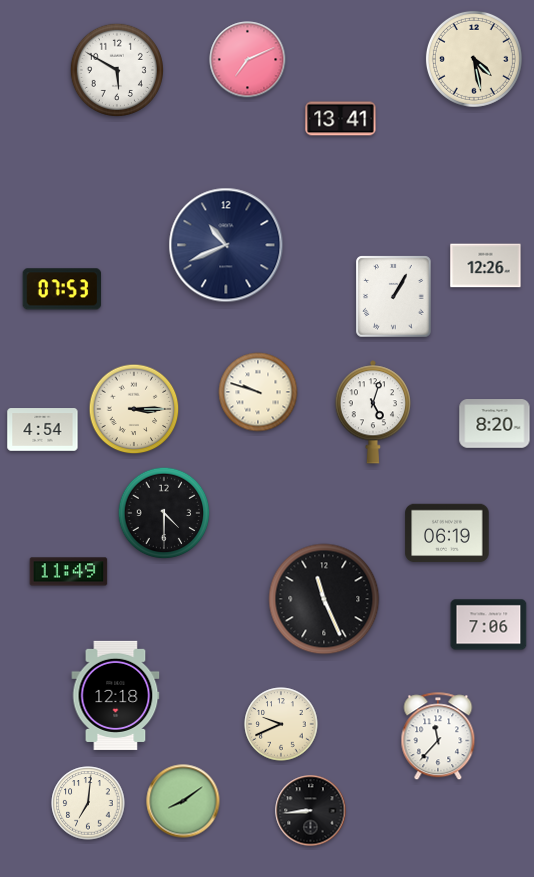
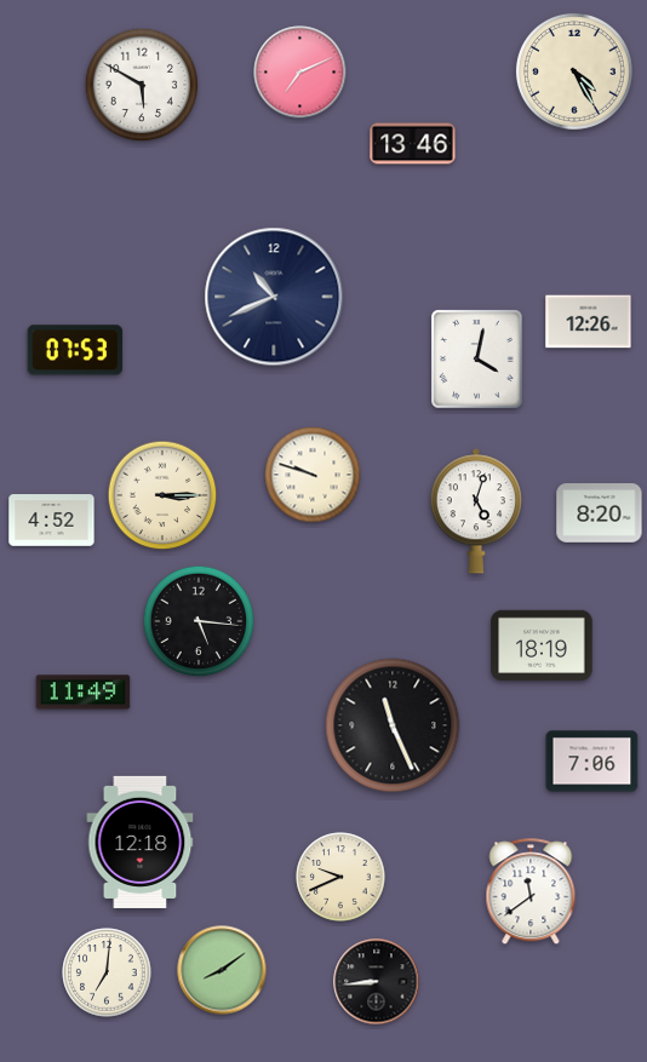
clock at (474, 59): 4:28 -> 4:25
clock at (341, 119): 13:41 -> 13:46
clock at (394, 297): 1:05 -> 4:02
clock at (373, 412) position: (373, 412) -> (476, 511)
clock at (43, 430): 4:54 -> 4:52
clock at (164, 513): 4:30 -> 5:16
clock at (447, 533): 06:19 -> 18:19
clock at (489, 625) position: (489, 625) -> (592, 762)
clock at (438, 737): 11:37 -> 11:39
